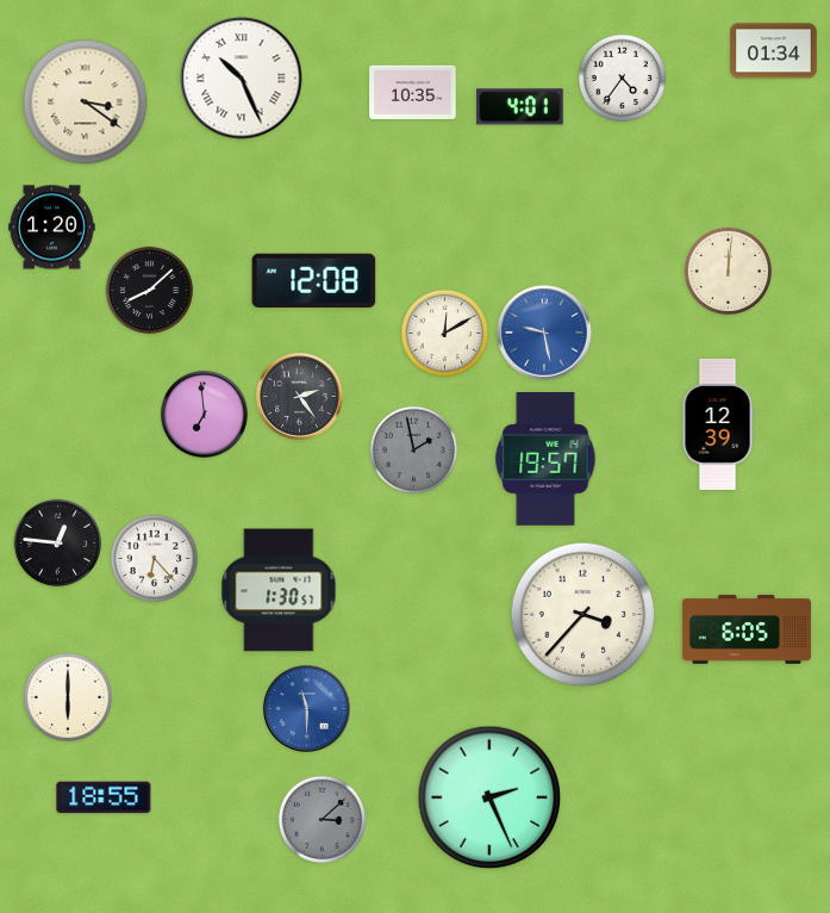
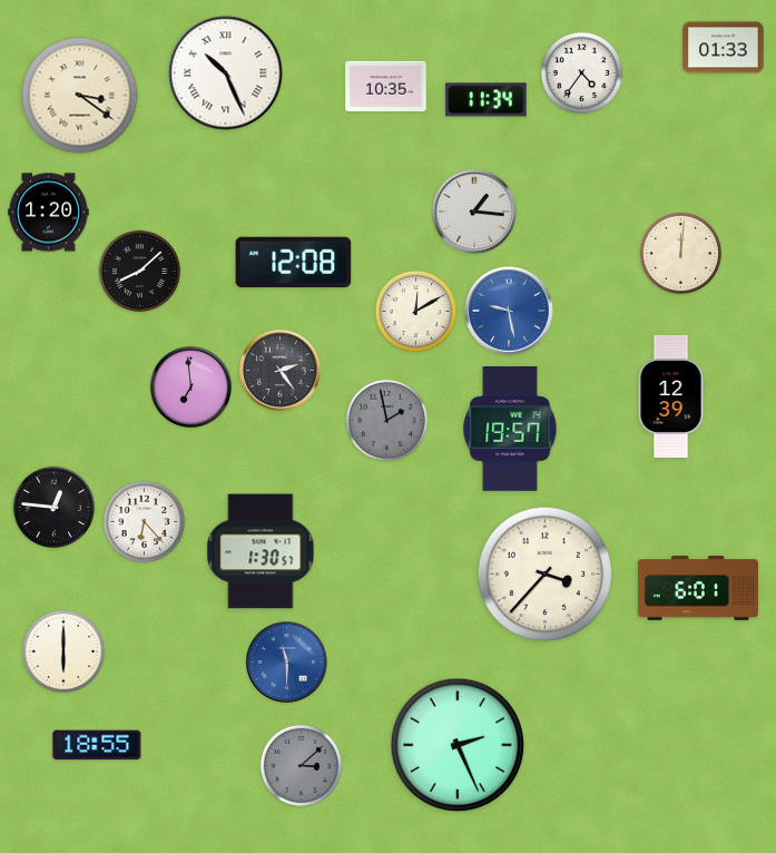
clock at (774, 51): 01:34 -> 01:33
clock at (520, 107): 4:01 -> 11:34
clock at (475, 212): none -> 1:16
clock at (747, 629): 6:05 -> 6:01
